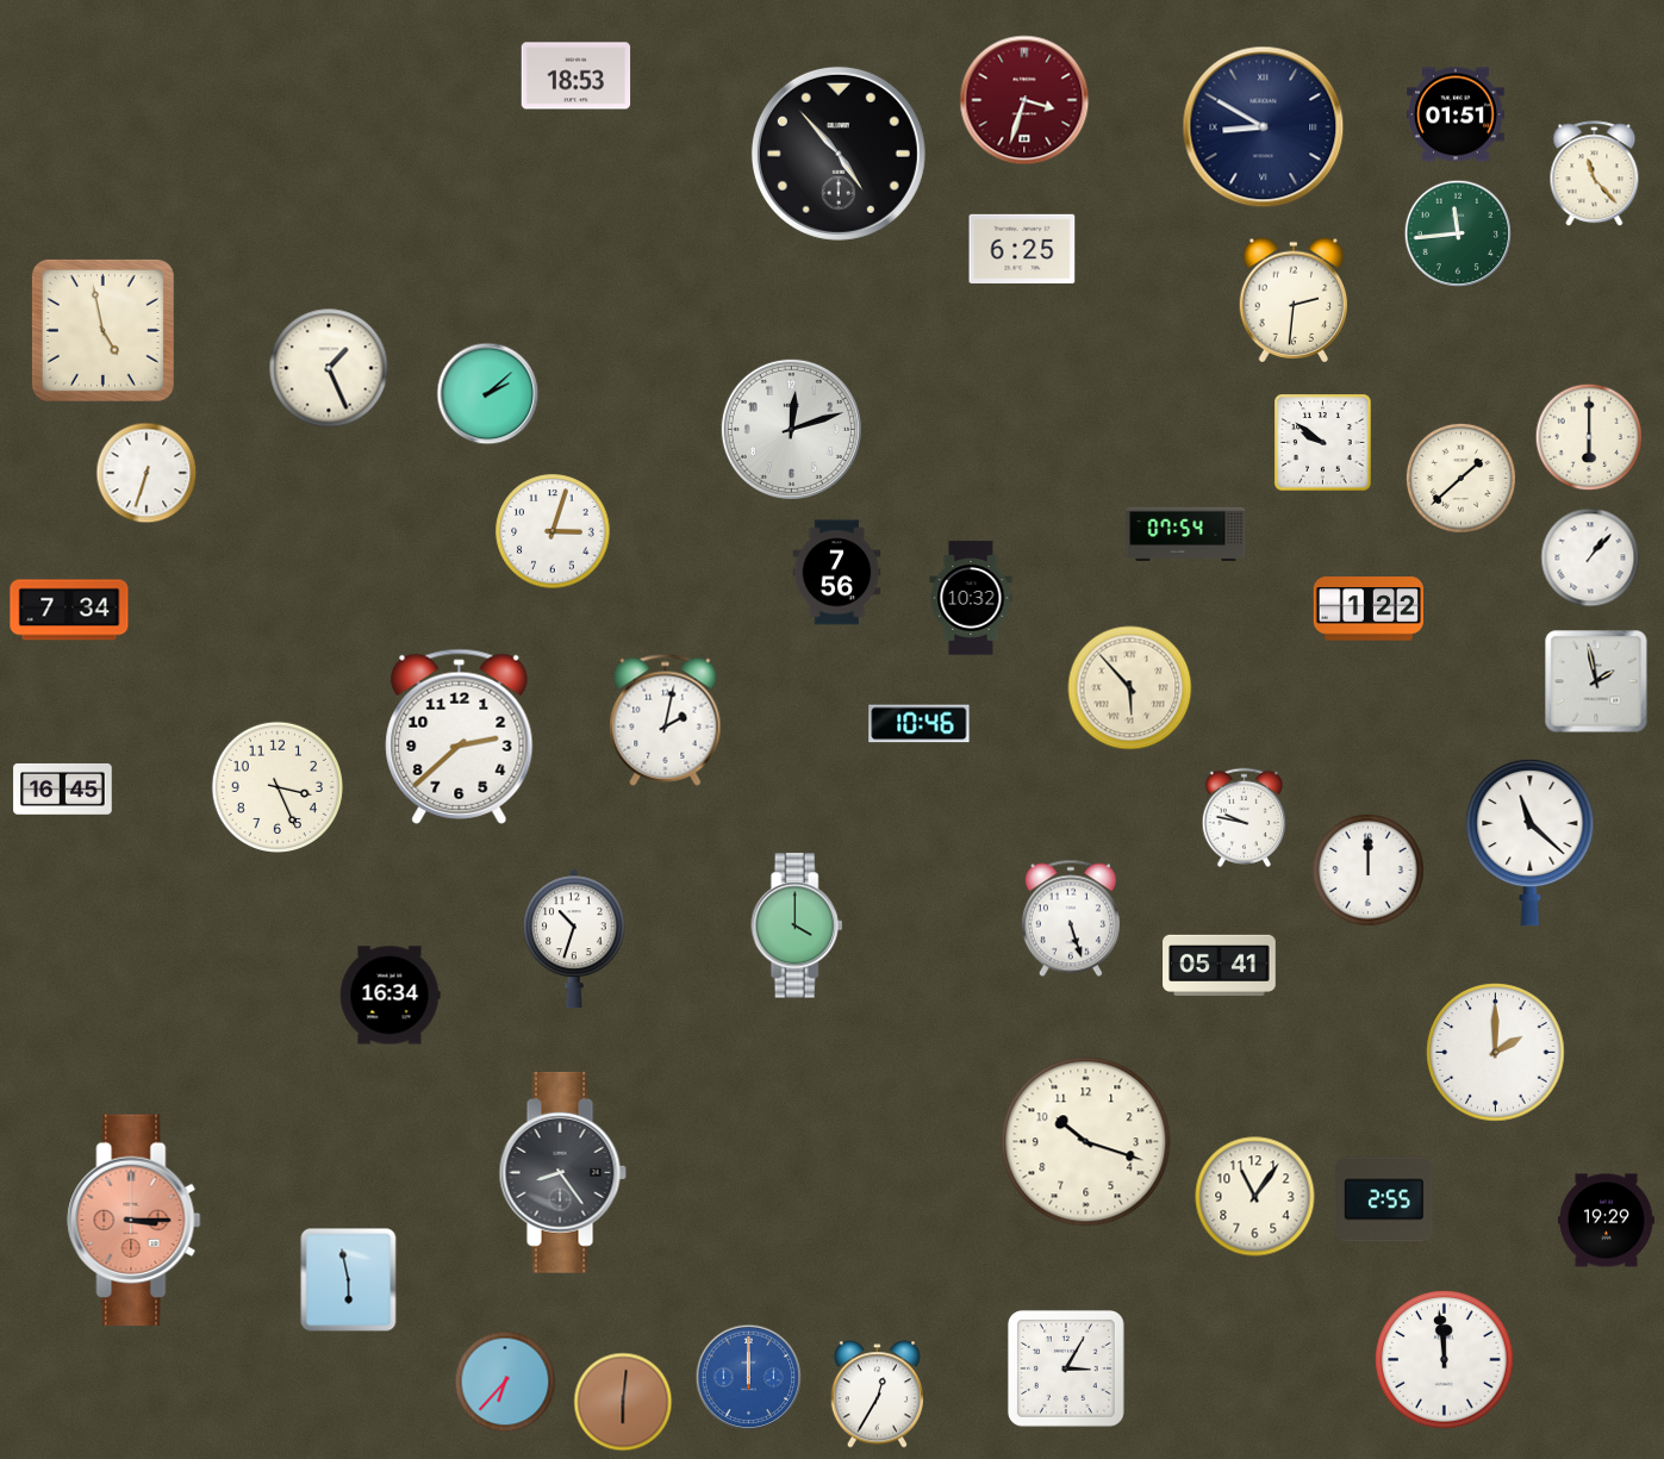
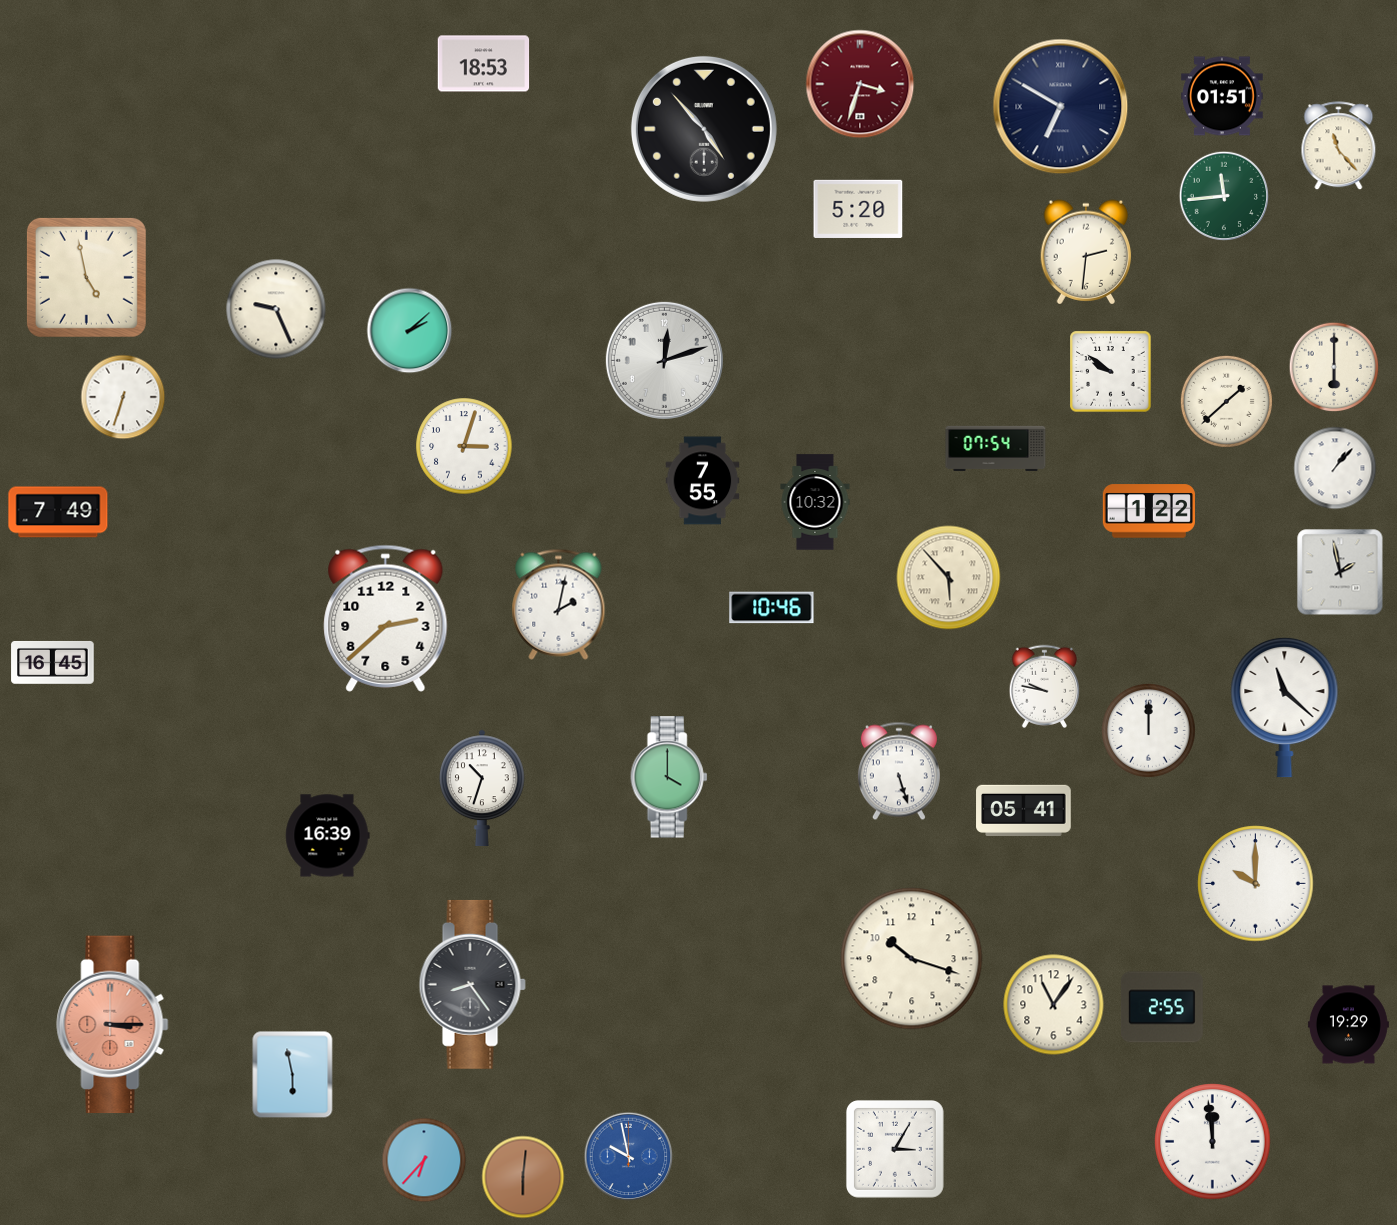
clock at (1264, 127): 8:50 -> 6:50
clock at (1022, 249): 6:25 -> 5:20
clock at (329, 368): 1:26 -> 9:26
clock at (837, 573): 7:56 -> 7:55
clock at (69, 610): 7:34 -> 7:49
clock at (278, 787): 3:26 -> none
clock at (389, 996): 16:34 -> 16:39
clock at (1496, 1053): 2:00 -> 10:00
clock at (749, 1378): 12:00 -> 9:58
clock at (877, 1395): 12:35 -> none
